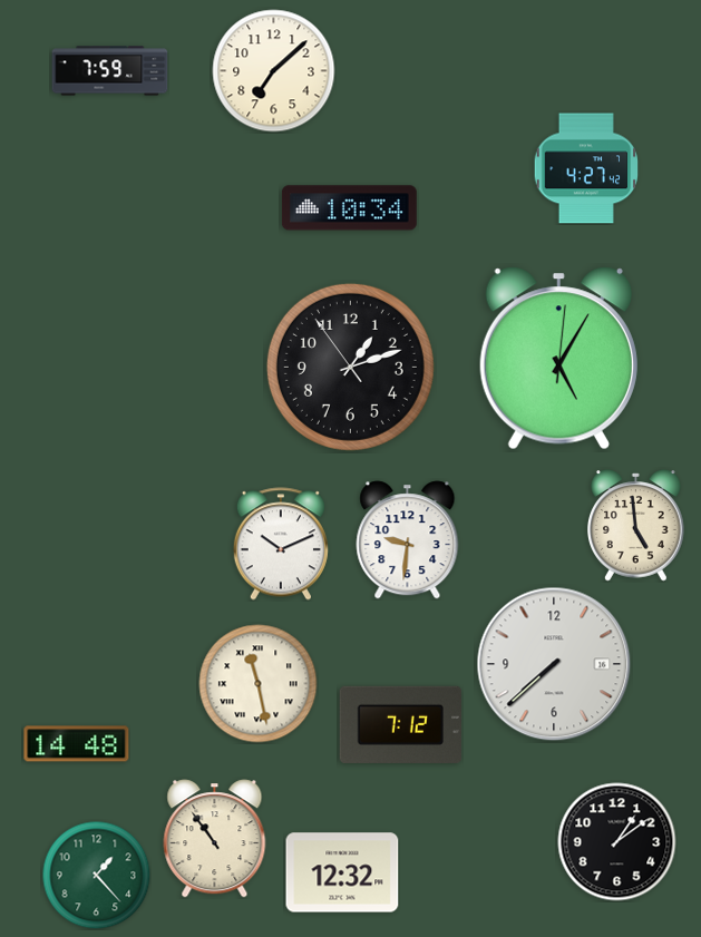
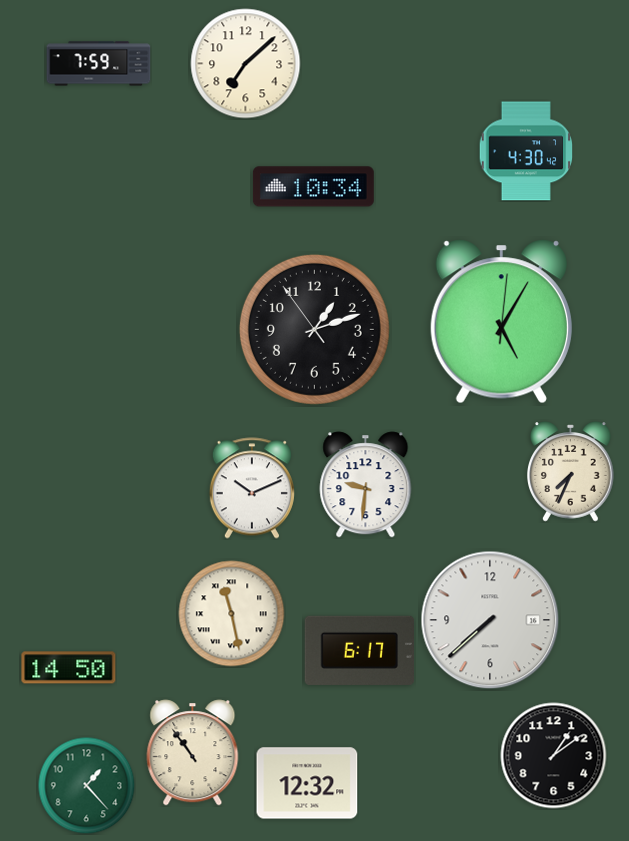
clock at (586, 168): 4:27 -> 4:30
clock at (636, 526): 4:59 -> 7:34
clock at (554, 664) position: (554, 664) -> (490, 620)
clock at (401, 724): 7:12 -> 6:17
clock at (77, 744): 14:48 -> 14:50
